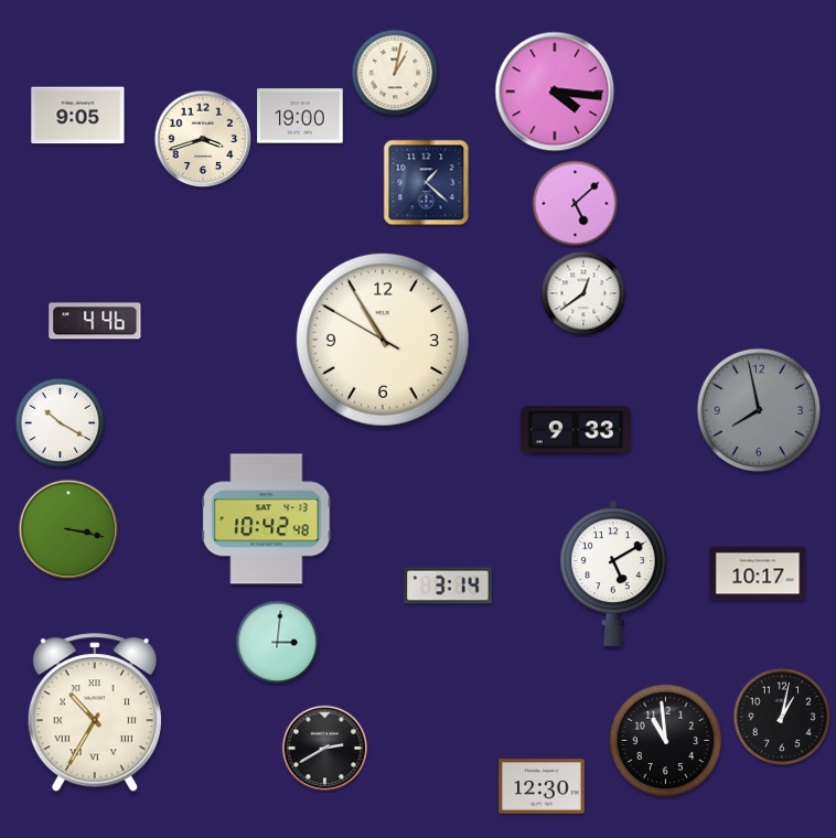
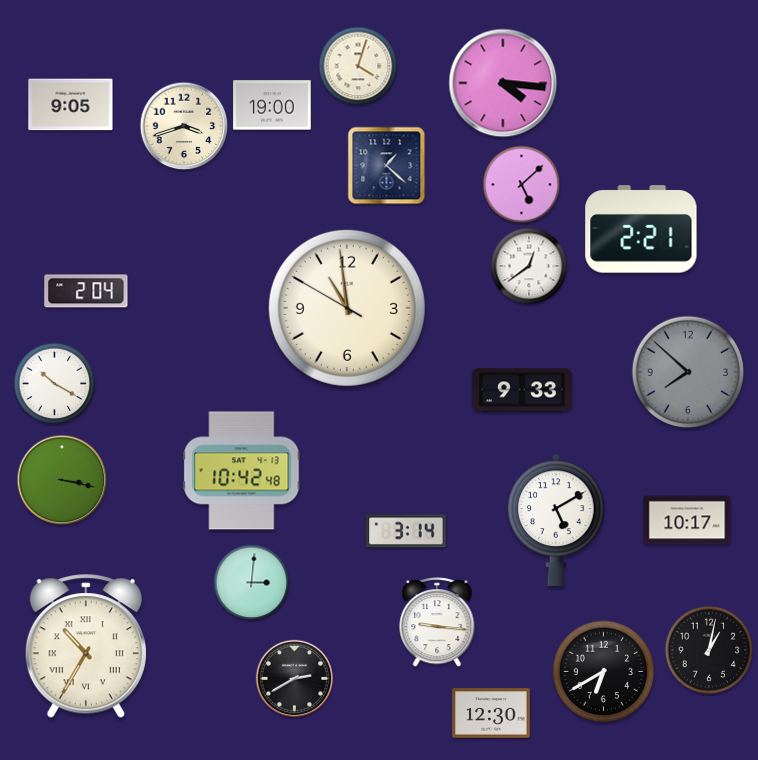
clock at (395, 73): 1:02 -> 4:03
clock at (641, 229): none -> 2:21
clock at (95, 321): 4:46 -> 2:04
clock at (383, 340): 10:54 -> 10:58
clock at (759, 410): 7:58 -> 7:52
clock at (437, 623): none -> 9:16
clock at (666, 741): 10:59 -> 6:40
